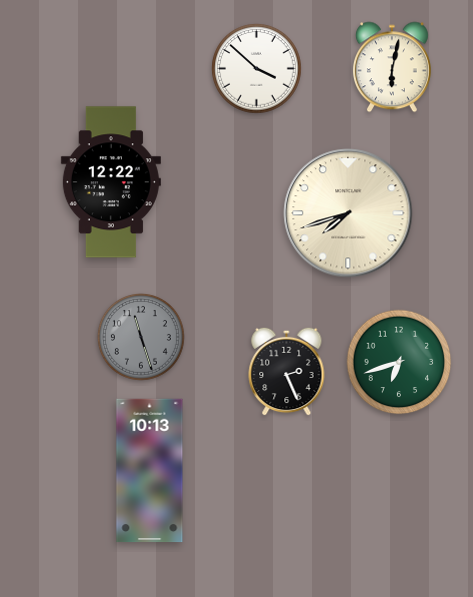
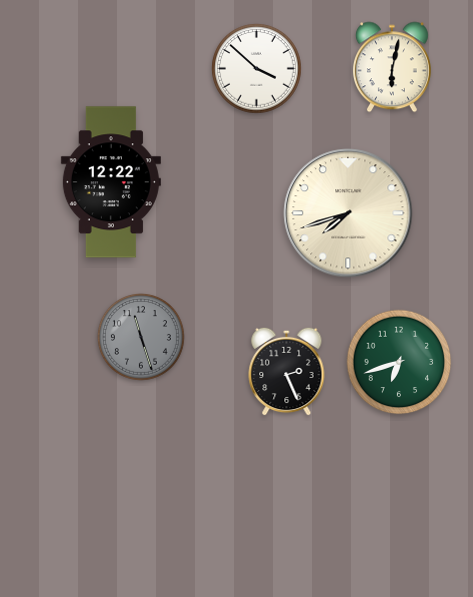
clock at (150, 471): 10:13 -> none
